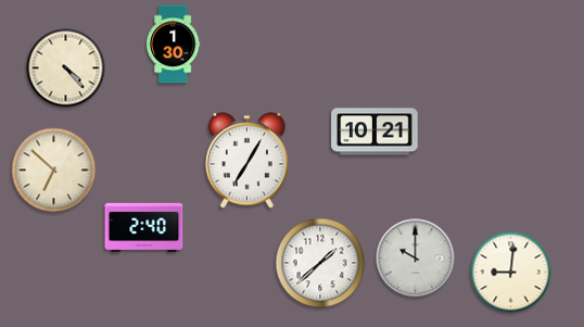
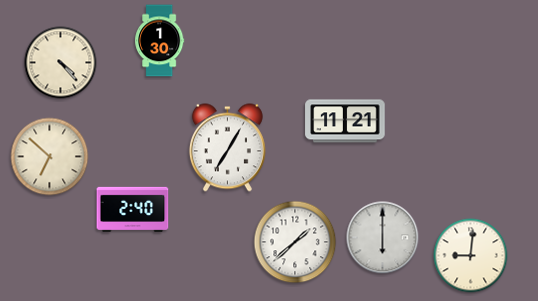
clock at (374, 131): 10:21 -> 11:21
clock at (416, 259): 10:00 -> 6:00
clock at (511, 273) position: (511, 273) -> (471, 256)
